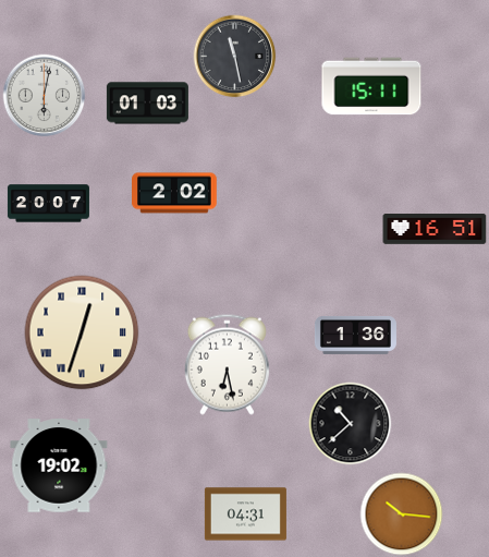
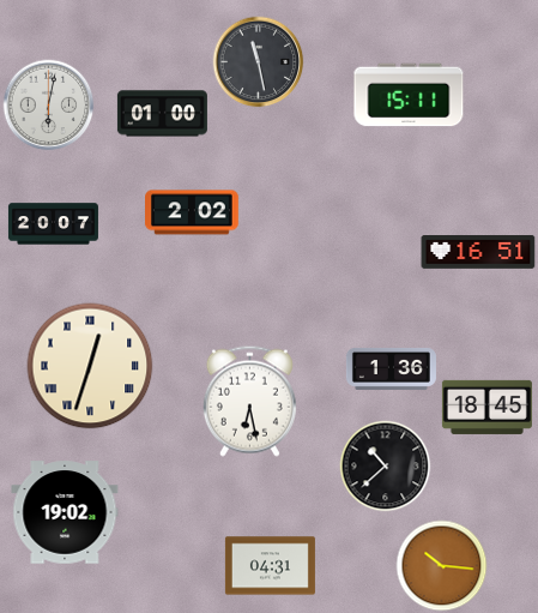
clock at (147, 104): 01:03 -> 01:00
clock at (486, 407): none -> 18:45
